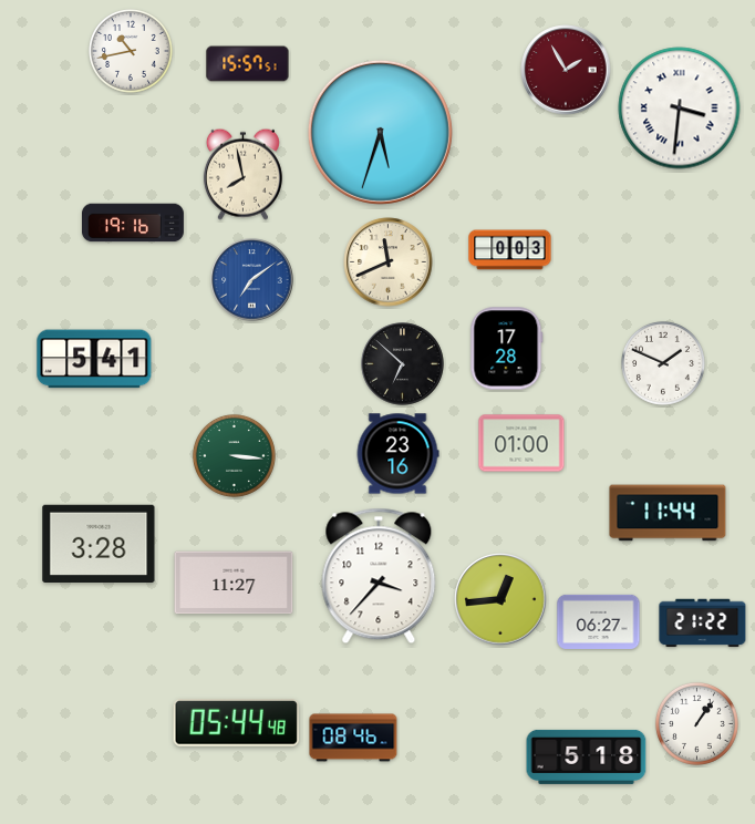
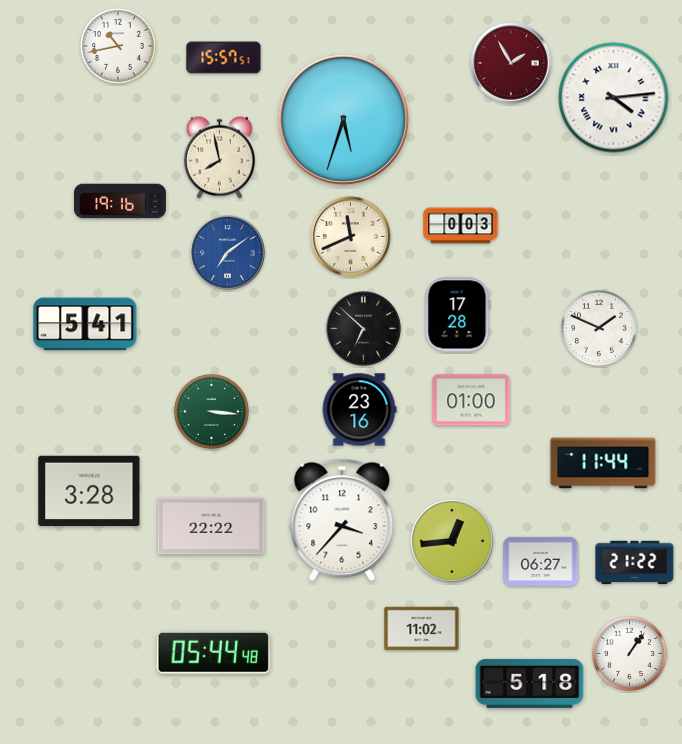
clock at (680, 109): 3:31 -> 4:14
clock at (234, 583): 11:27 -> 22:22
clock at (422, 629): none -> 11:02
clock at (353, 738): 08:46 -> none
